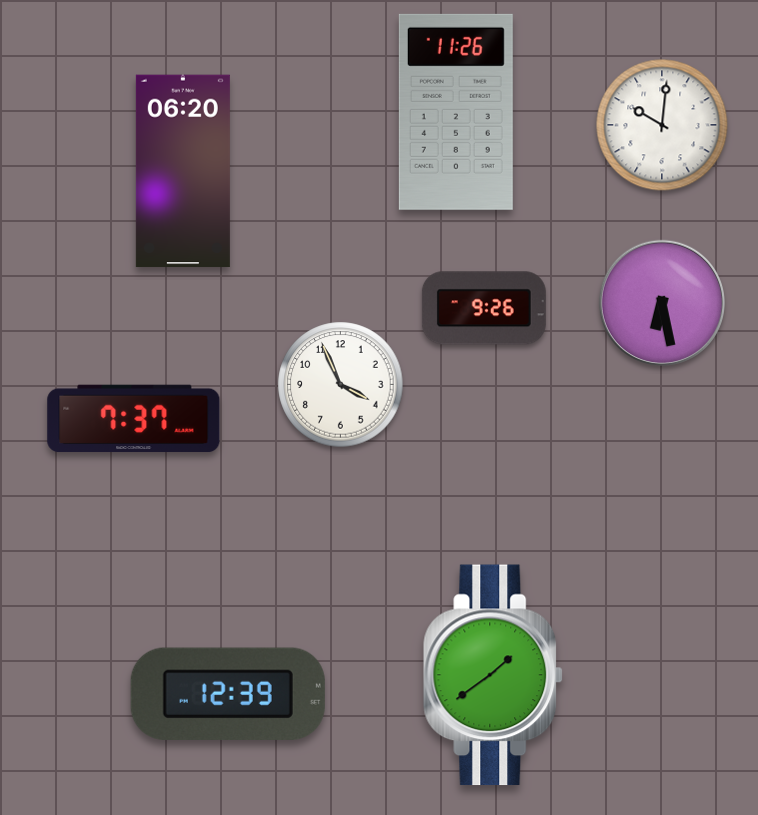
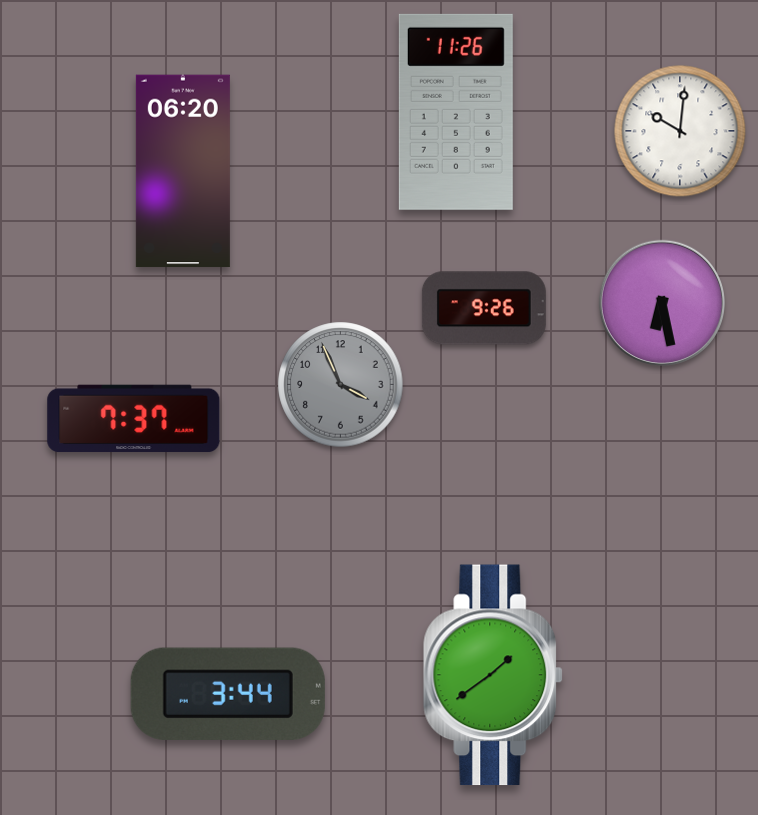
clock at (662, 125) position: (662, 125) -> (680, 131)
clock at (341, 385) dial: white -> grey
clock at (228, 694): 12:39 -> 3:44
